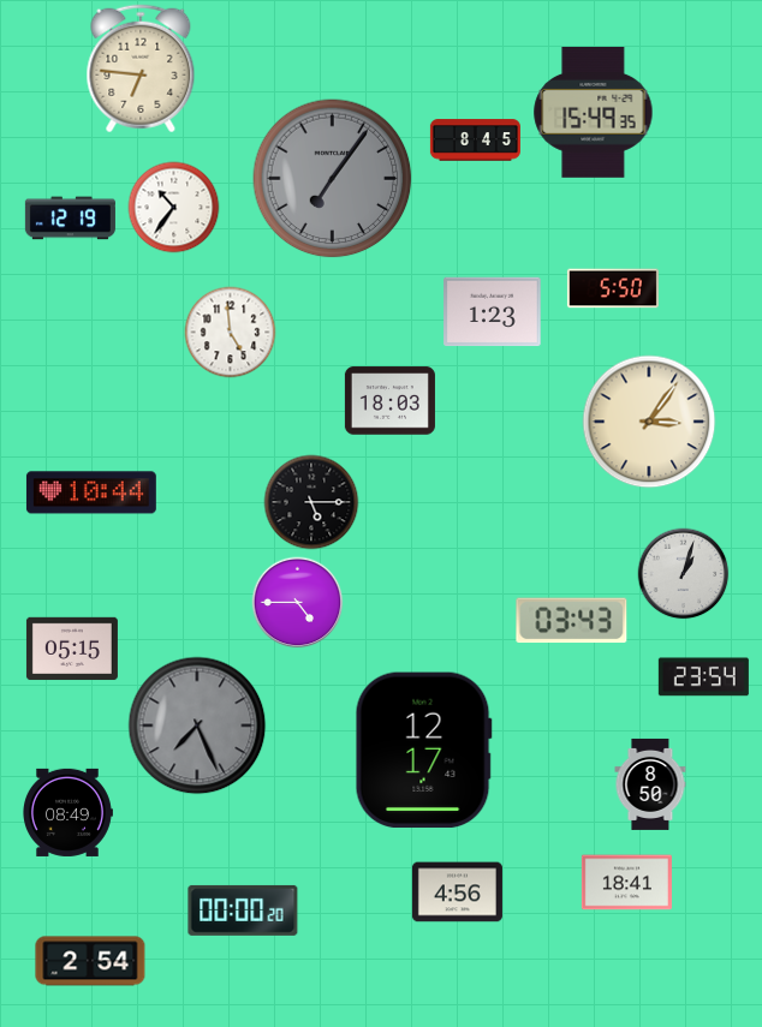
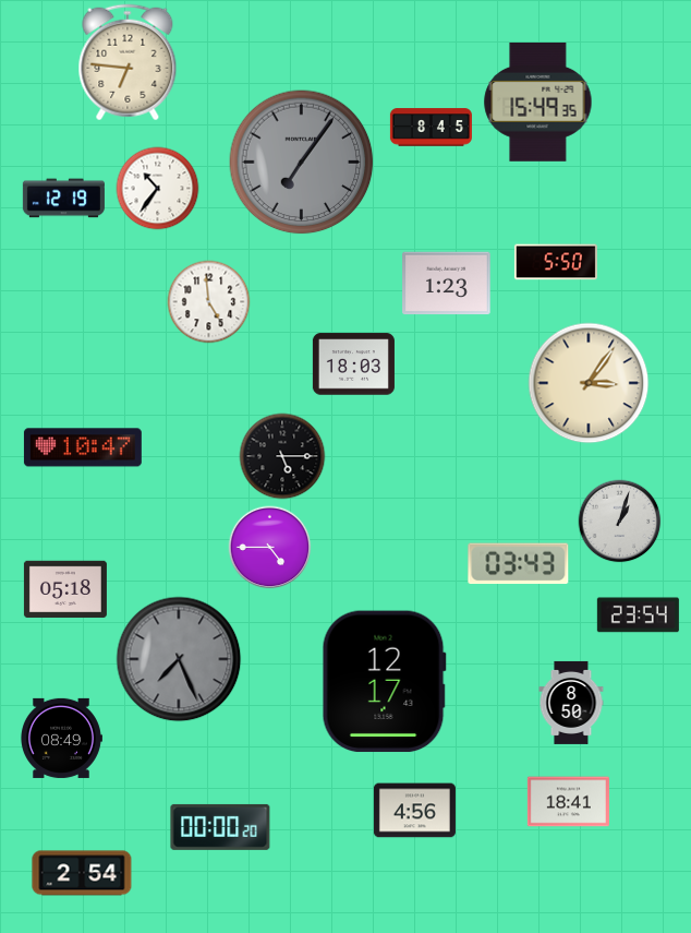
clock at (91, 492): 10:44 -> 10:47
clock at (72, 649): 05:15 -> 05:18
clock at (650, 784) position: (650, 784) -> (571, 703)
